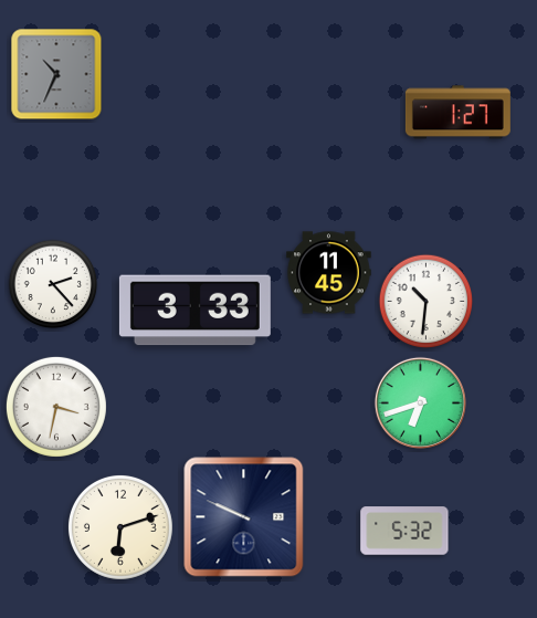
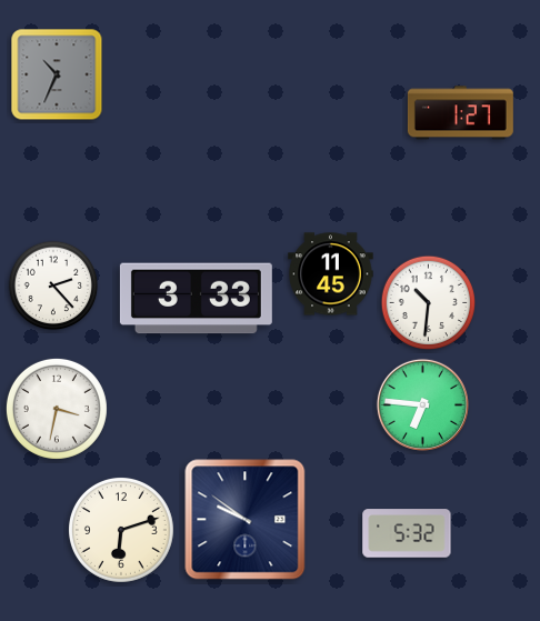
clock at (194, 311) position: (194, 311) -> (196, 299)
clock at (420, 402): 6:42 -> 6:46
clock at (244, 517): 9:49 -> 9:51
